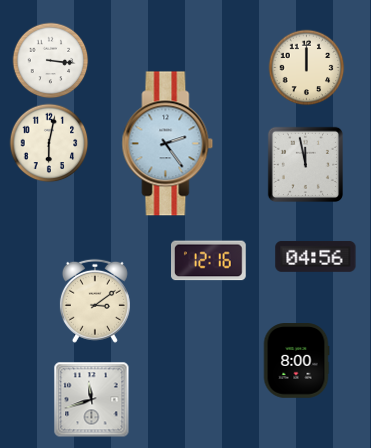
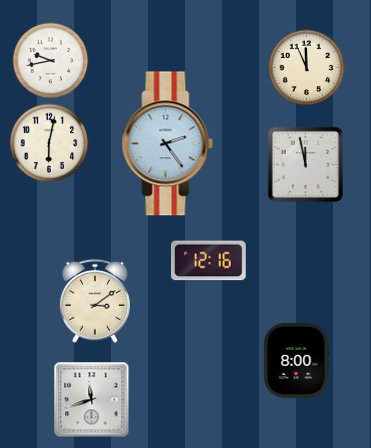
clock at (51, 61): 3:16 -> 9:43
clock at (307, 68): 12:00 -> 11:56
clock at (316, 256): 04:56 -> none
